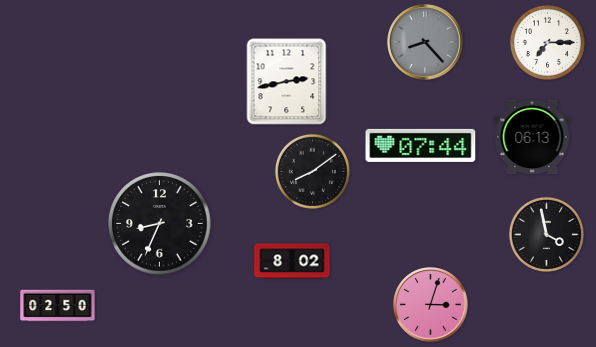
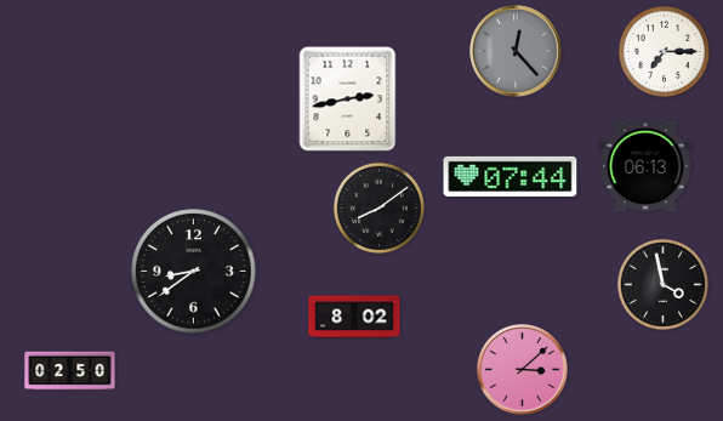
clock at (425, 42): 8:23 -> 12:23
clock at (160, 224): 8:34 -> 8:39
clock at (431, 305): 3:03 -> 3:08
